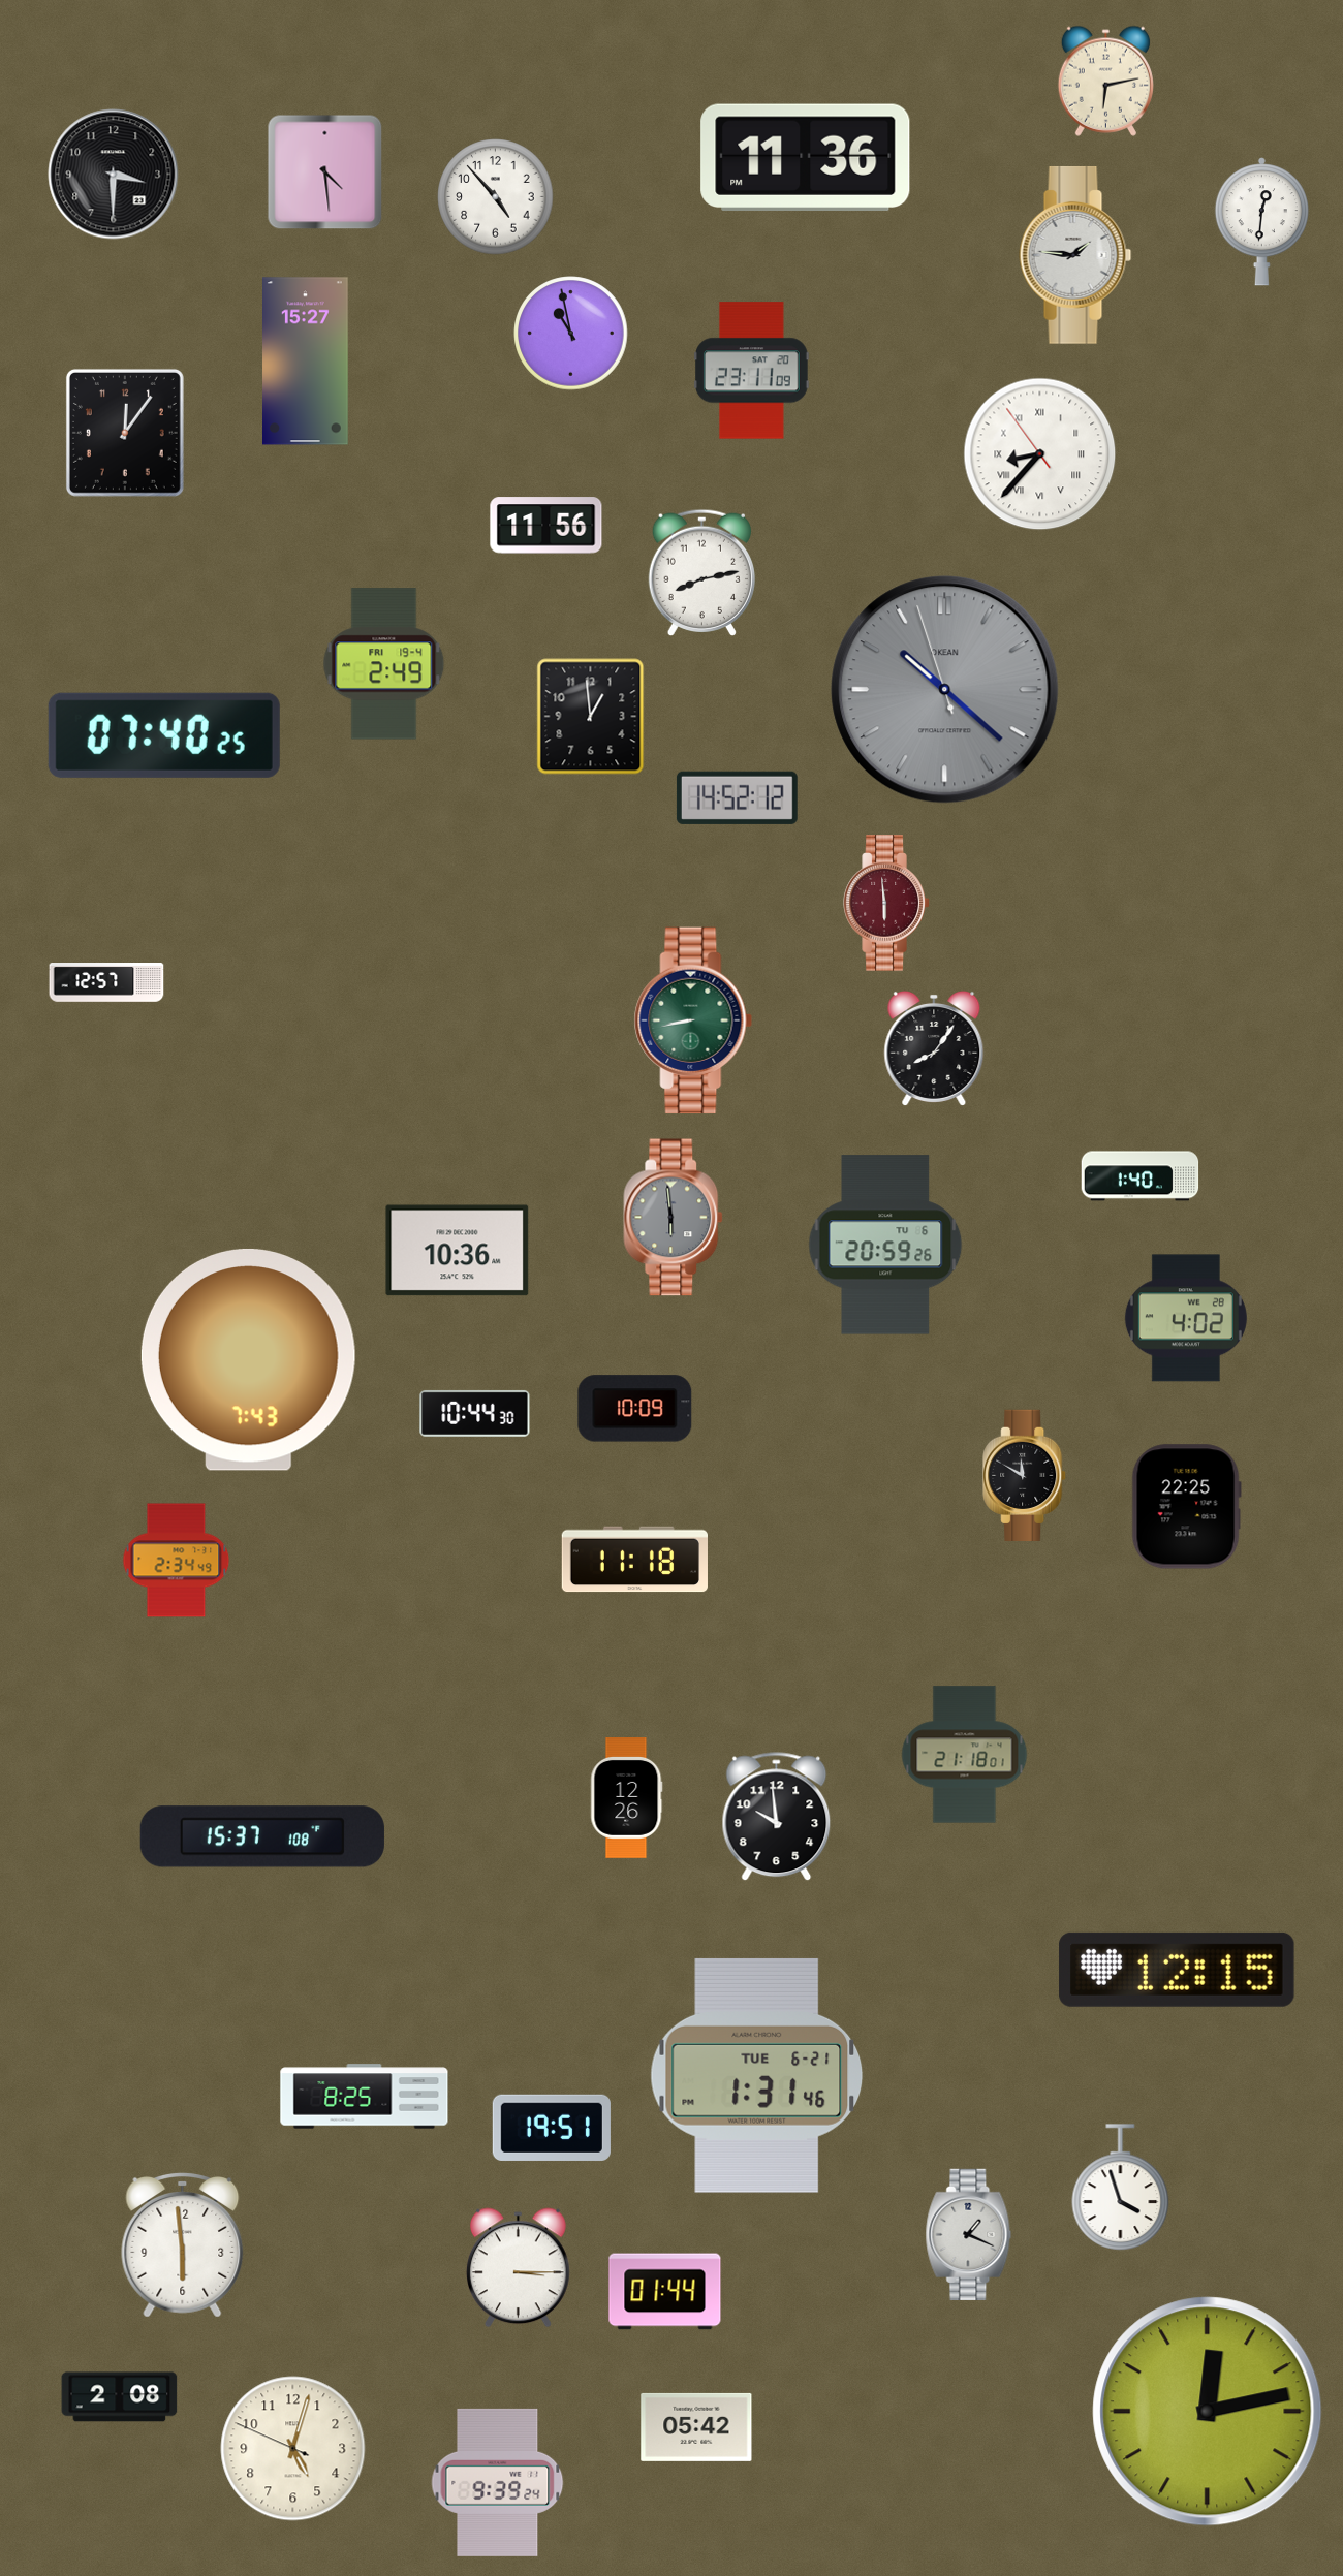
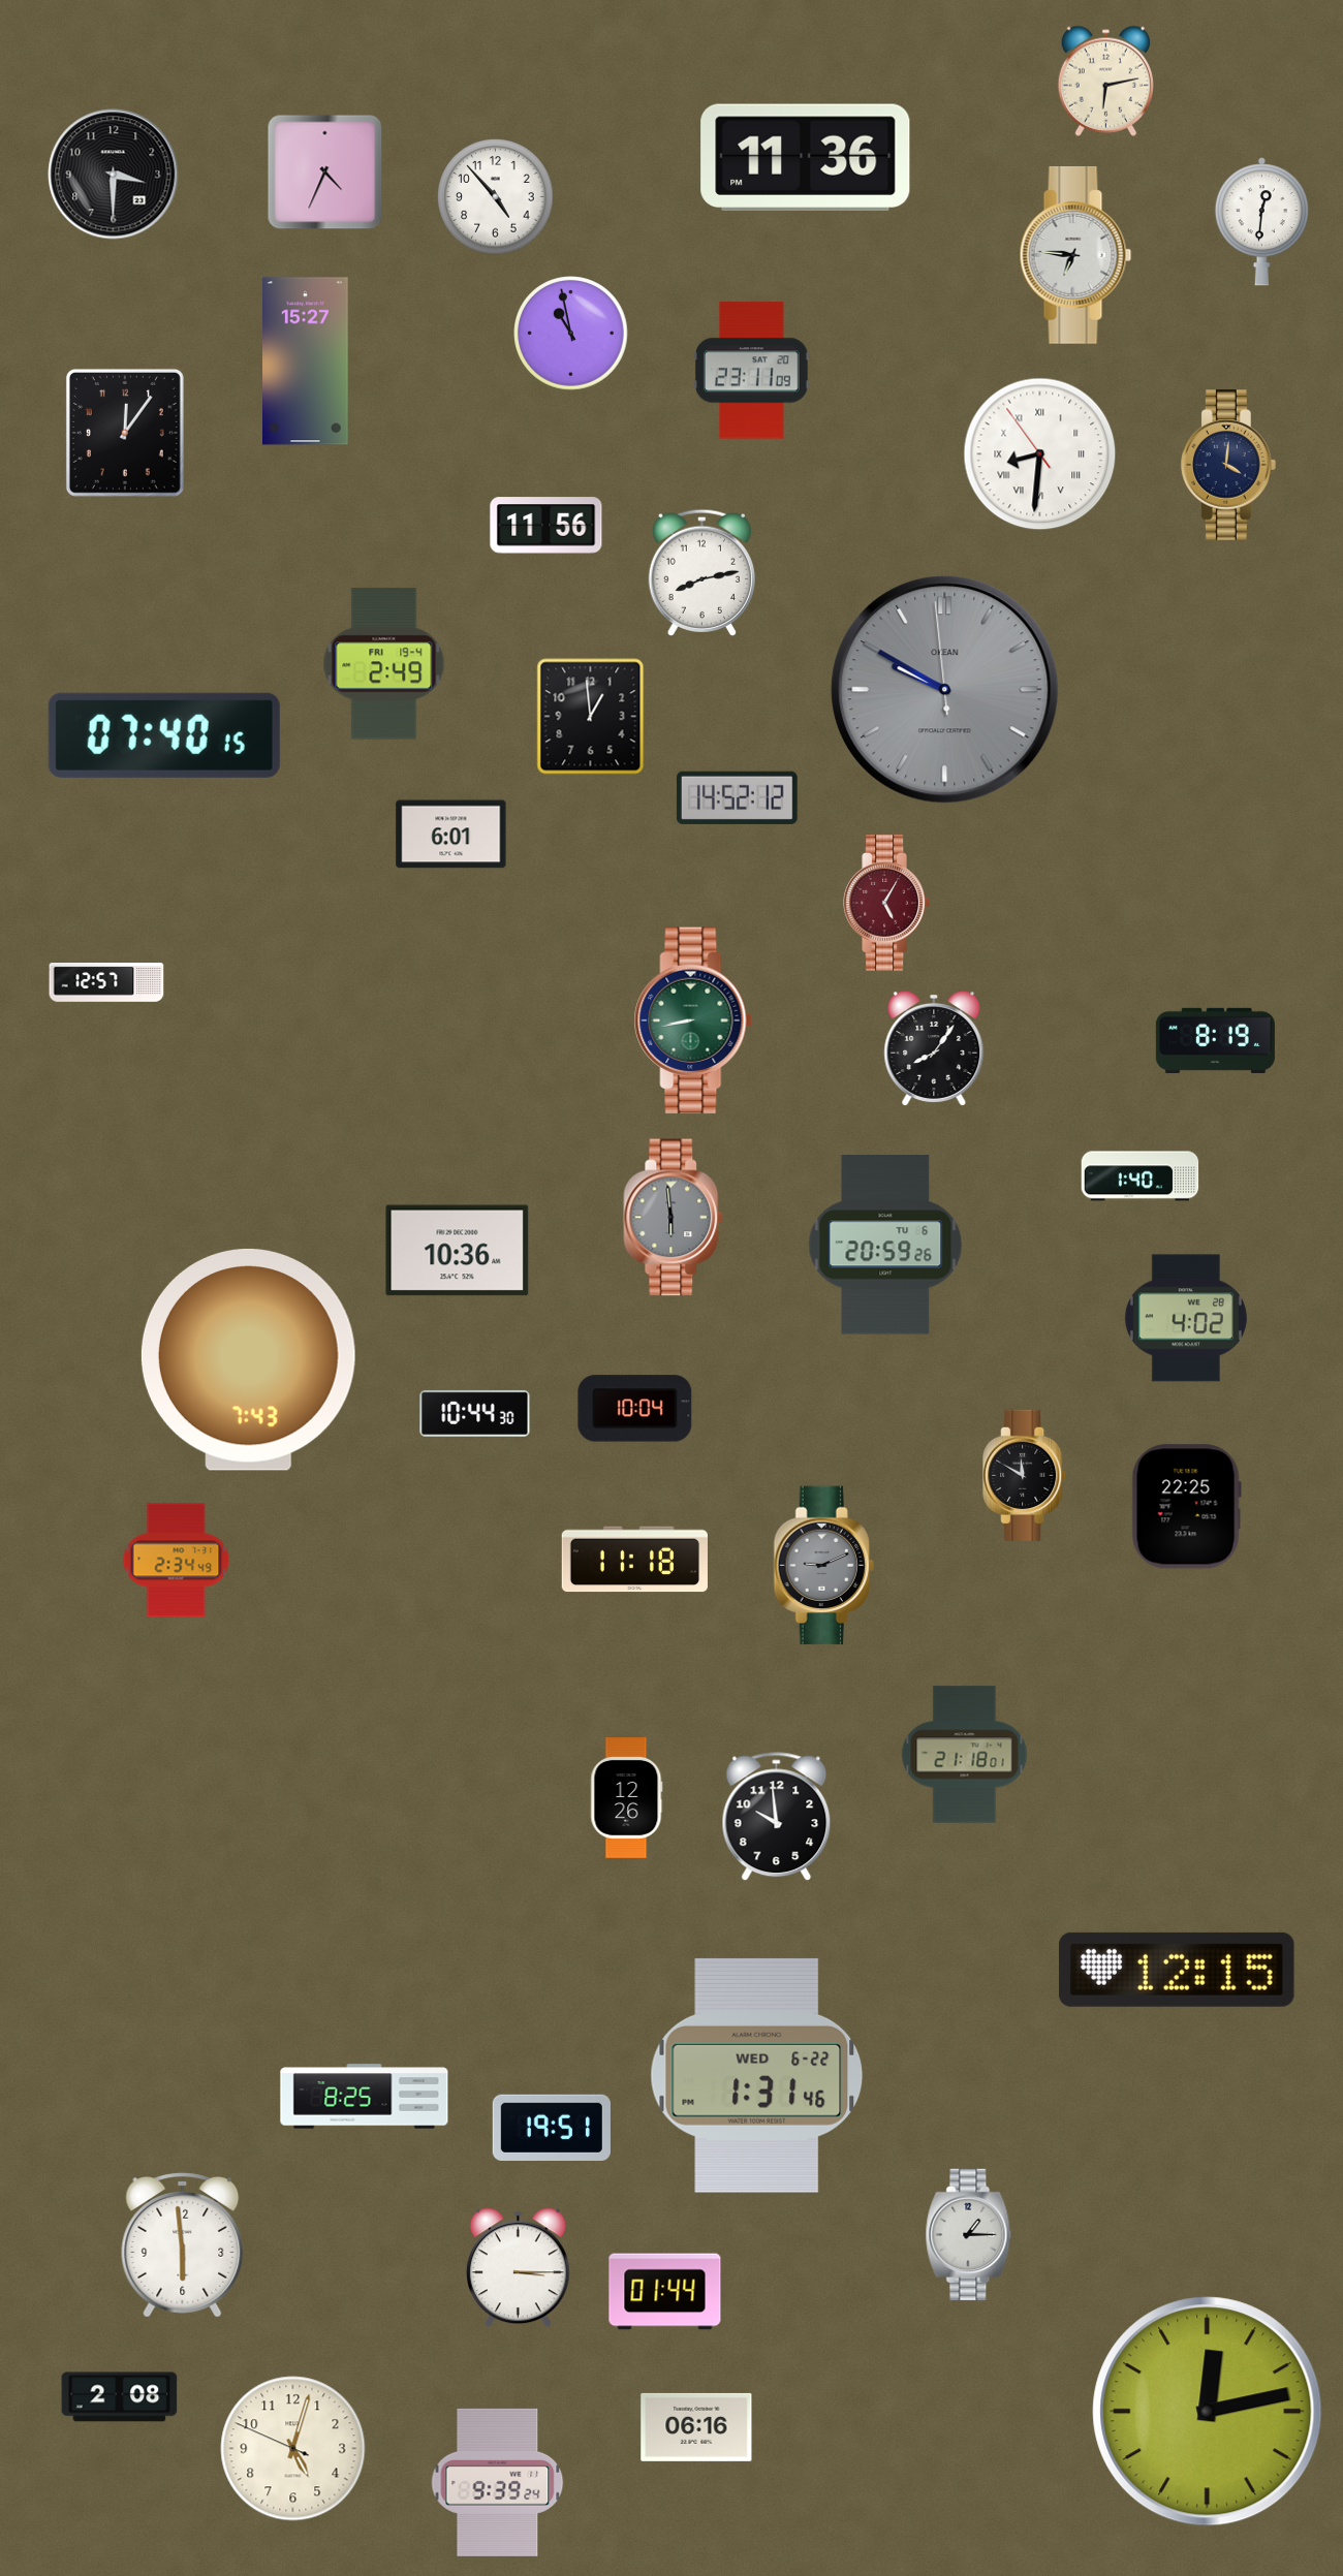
clock at (325, 172): 4:29 -> 4:34
clock at (1075, 255): 1:46 -> 6:46
clock at (1040, 454): 8:36 -> 8:30
clock at (1229, 465): none -> 4:01
clock at (945, 690): 10:21 -> 9:49
clock at (164, 735): 07:40:25 -> 07:40:15
clock at (451, 835): none -> 6:01
clock at (886, 903): 5:59 -> 5:05
clock at (1215, 1040): none -> 8:19
clock at (635, 1409): 10:09 -> 10:04
clock at (823, 1566): none -> 9:11
clock at (262, 1836): 15:37 -> none
clock at (757, 2075) date: TUE 6-21 -> WED 6-22
clock at (1121, 2187): 3:57 -> none
clock at (969, 2234): 1:19 -> 1:15
clock at (696, 2427): 05:42 -> 06:16
